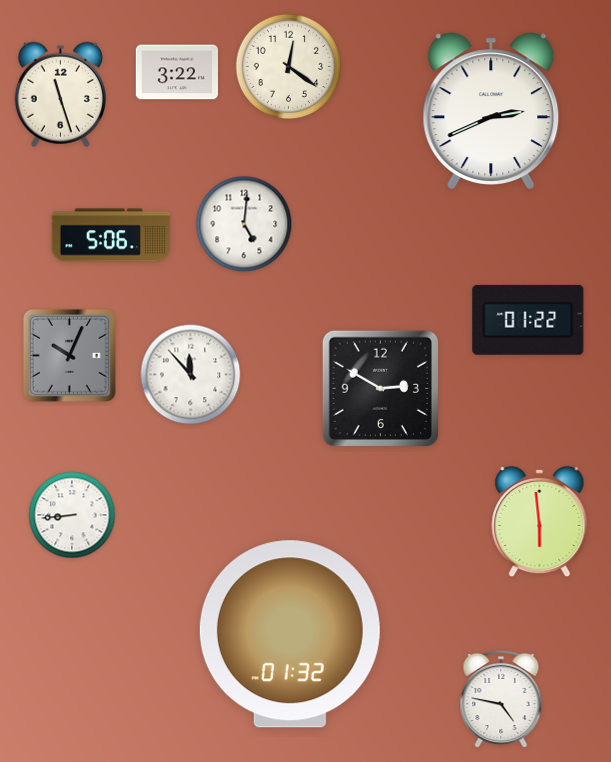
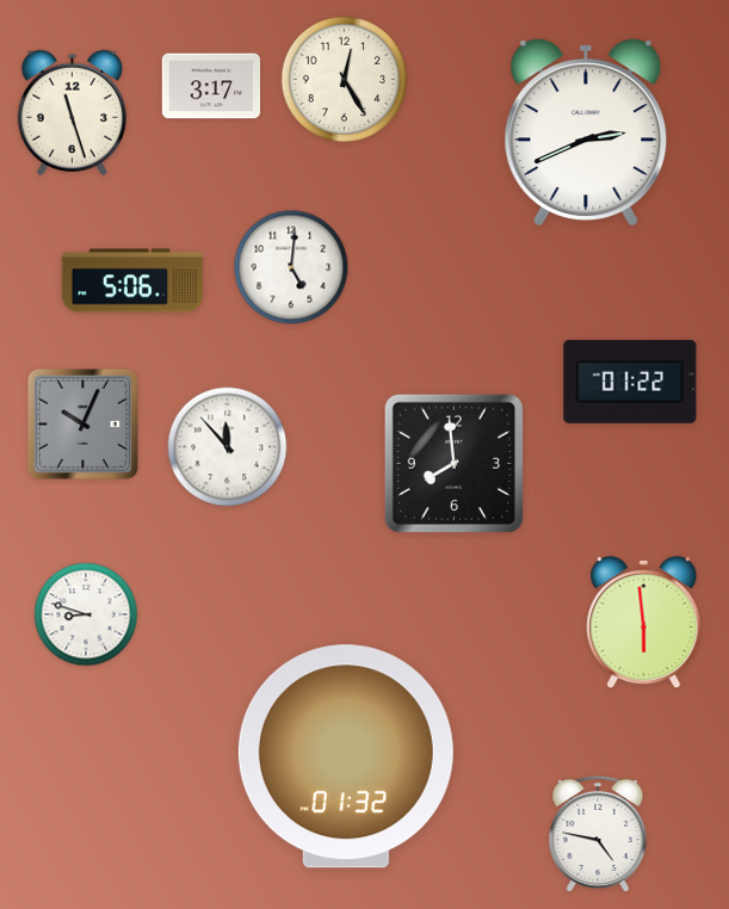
clock at (289, 67): 12:21 -> 12:25
clock at (176, 72): 3:22 -> 3:17
clock at (380, 388): 2:50 -> 7:59
clock at (72, 515): 8:44 -> 8:48
